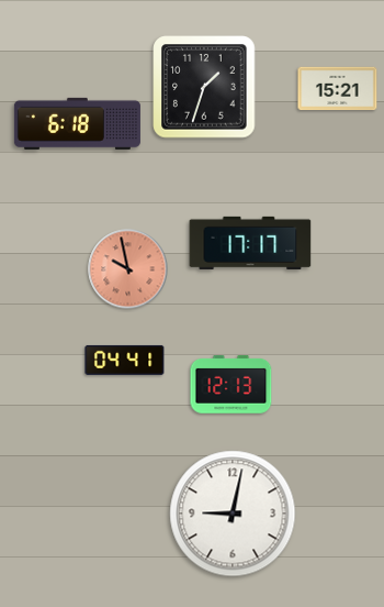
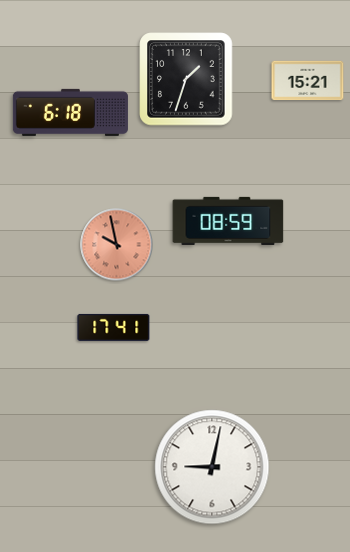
clock at (250, 243): 17:17 -> 08:59
clock at (125, 360): 04:41 -> 17:41
clock at (231, 385): 12:13 -> none
